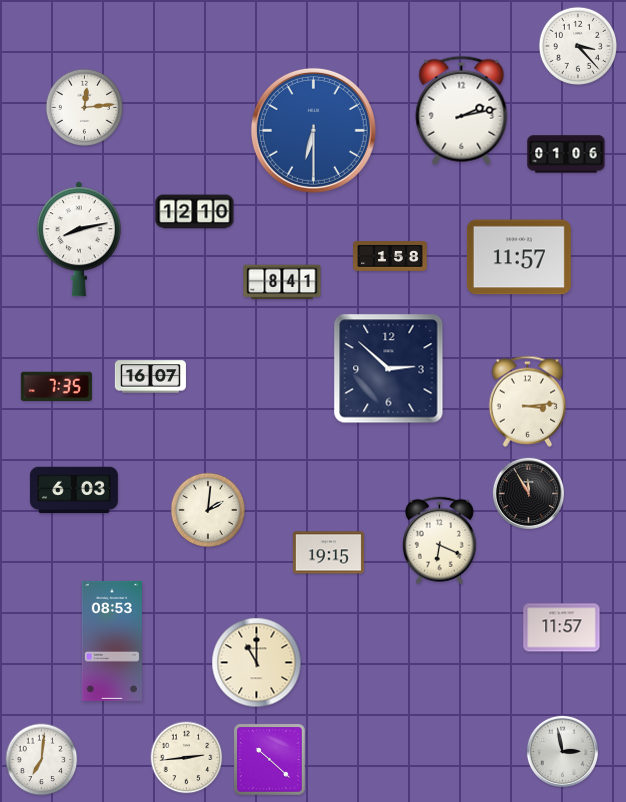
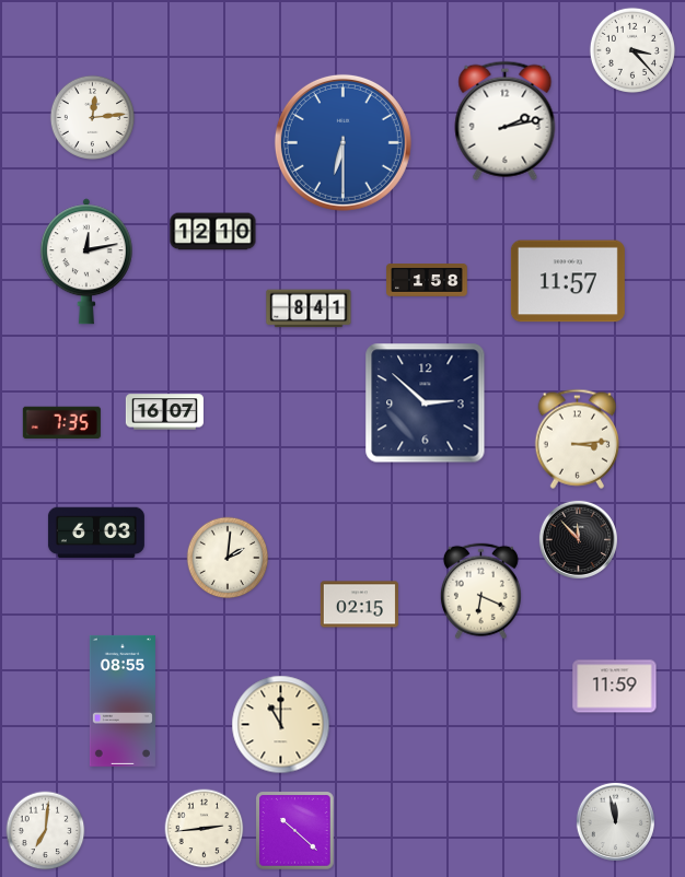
clock at (566, 154): 01:06 -> none
clock at (79, 239): 8:13 -> 12:13
clock at (74, 490) position: (74, 490) -> (96, 533)
clock at (528, 493): 11:55 -> 11:53
clock at (328, 553): 19:15 -> 02:15
clock at (562, 628): 11:57 -> 11:59
clock at (112, 641): 08:53 -> 08:55
clock at (562, 751): 2:58 -> 11:58
